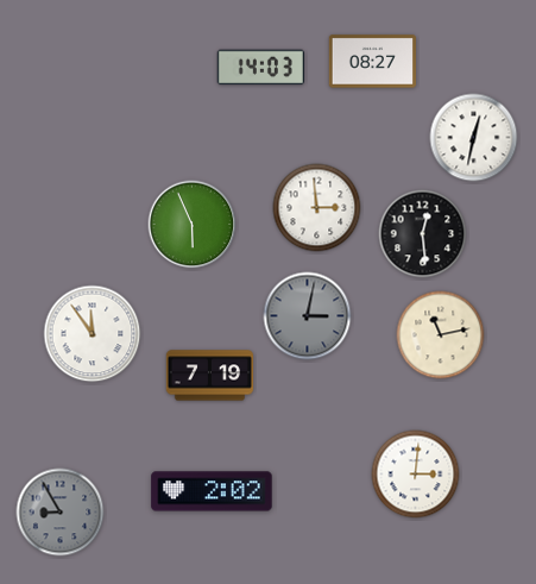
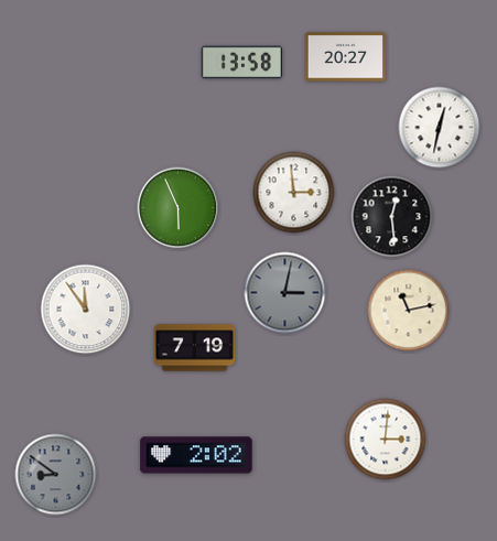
clock at (372, 62): 08:27 -> 20:27
clock at (260, 68): 14:03 -> 13:58
clock at (61, 513): 8:55 -> 8:51
